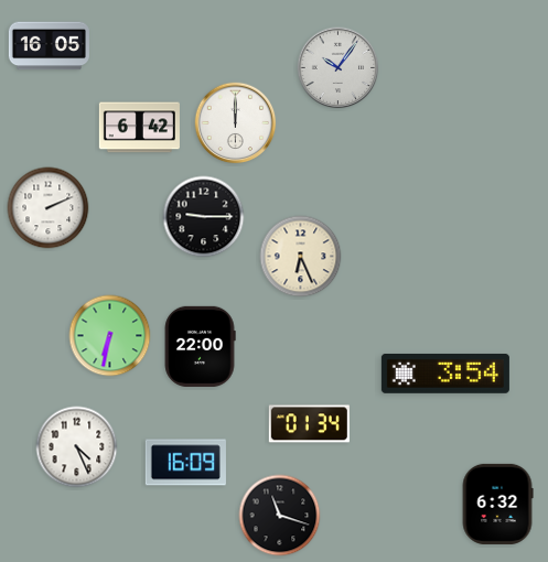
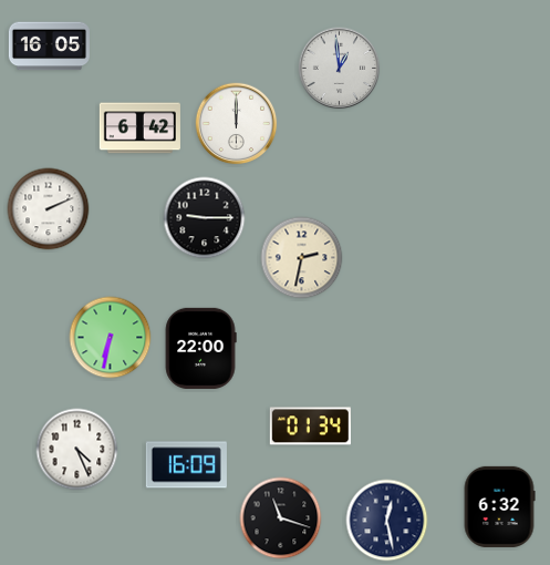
clock at (339, 68): 10:06 -> 12:59
clock at (301, 257): 6:26 -> 2:32
clock at (445, 374): 3:54 -> none
clock at (387, 521): none -> 12:28
